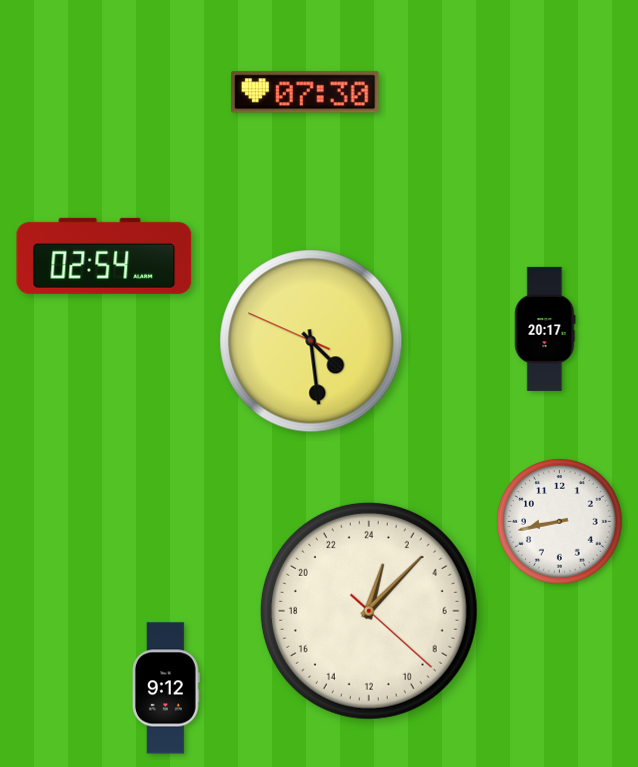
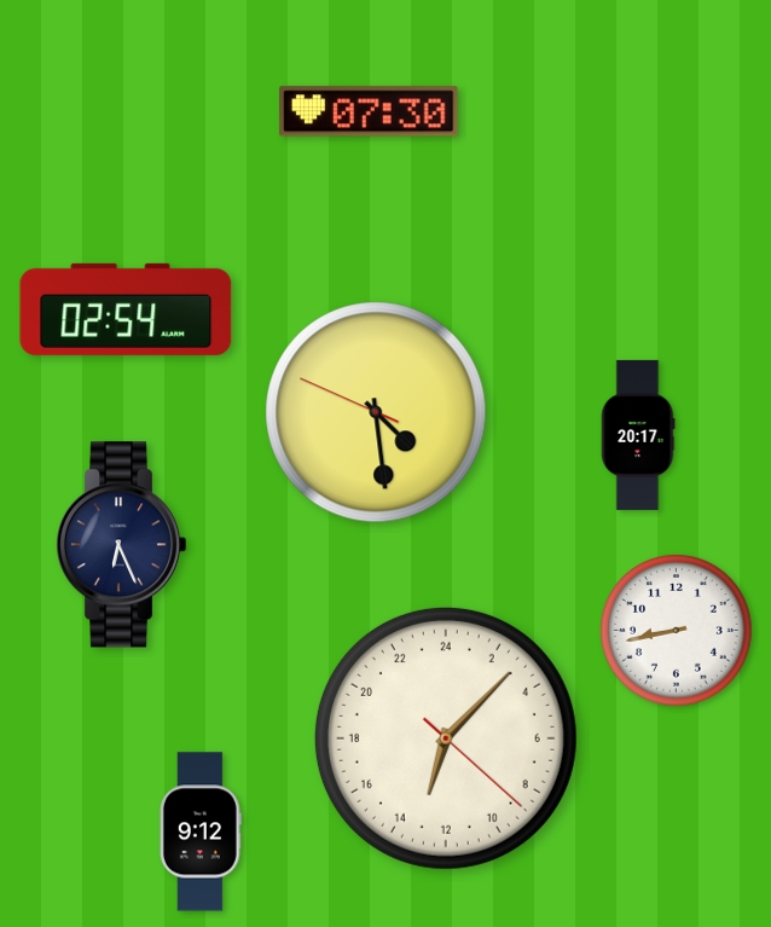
clock at (545, 329) position: (545, 329) -> (638, 435)
clock at (121, 545): none -> 6:26
clock at (369, 611): 1:07 -> 13:07
